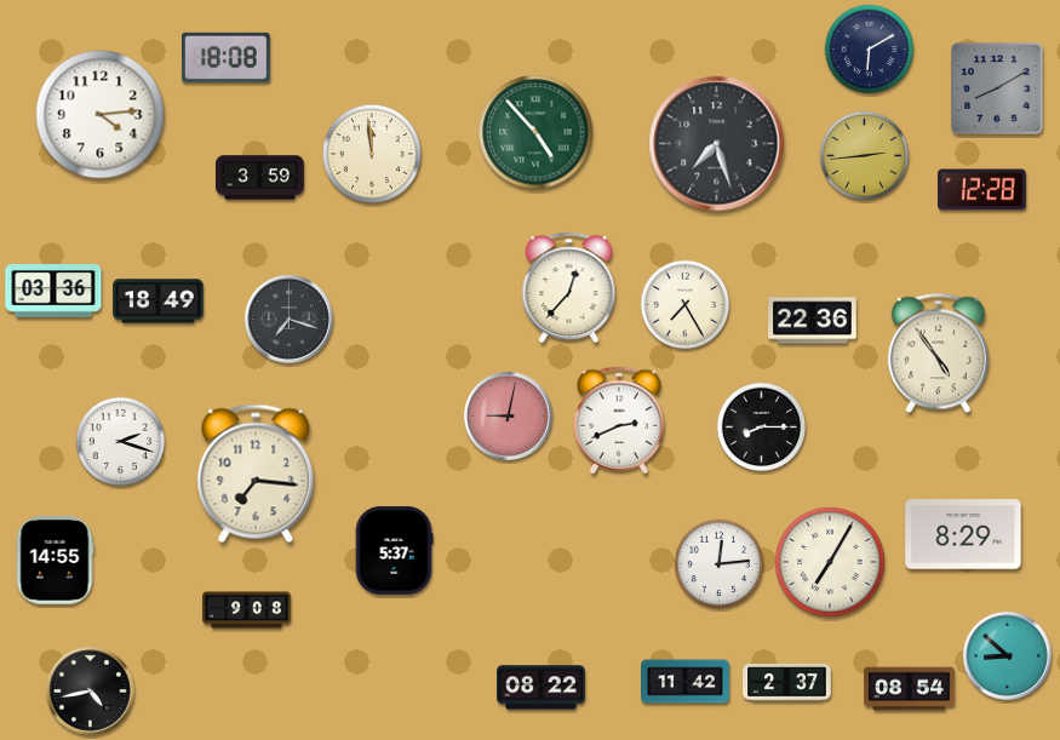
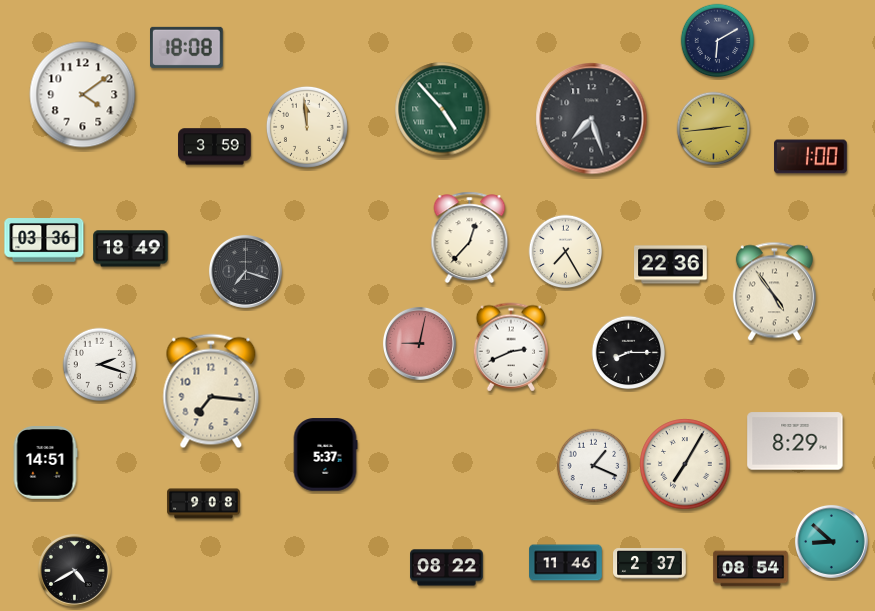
clock at (997, 88): 8:10 -> none
clock at (101, 115): 4:14 -> 4:09
clock at (982, 190): 12:28 -> 1:00
clock at (288, 319) position: (288, 319) -> (245, 271)
clock at (55, 561): 14:55 -> 14:51
clock at (720, 564): 12:14 -> 1:19
clock at (686, 682): 11:42 -> 11:46
clock at (90, 690): 4:43 -> 4:40
